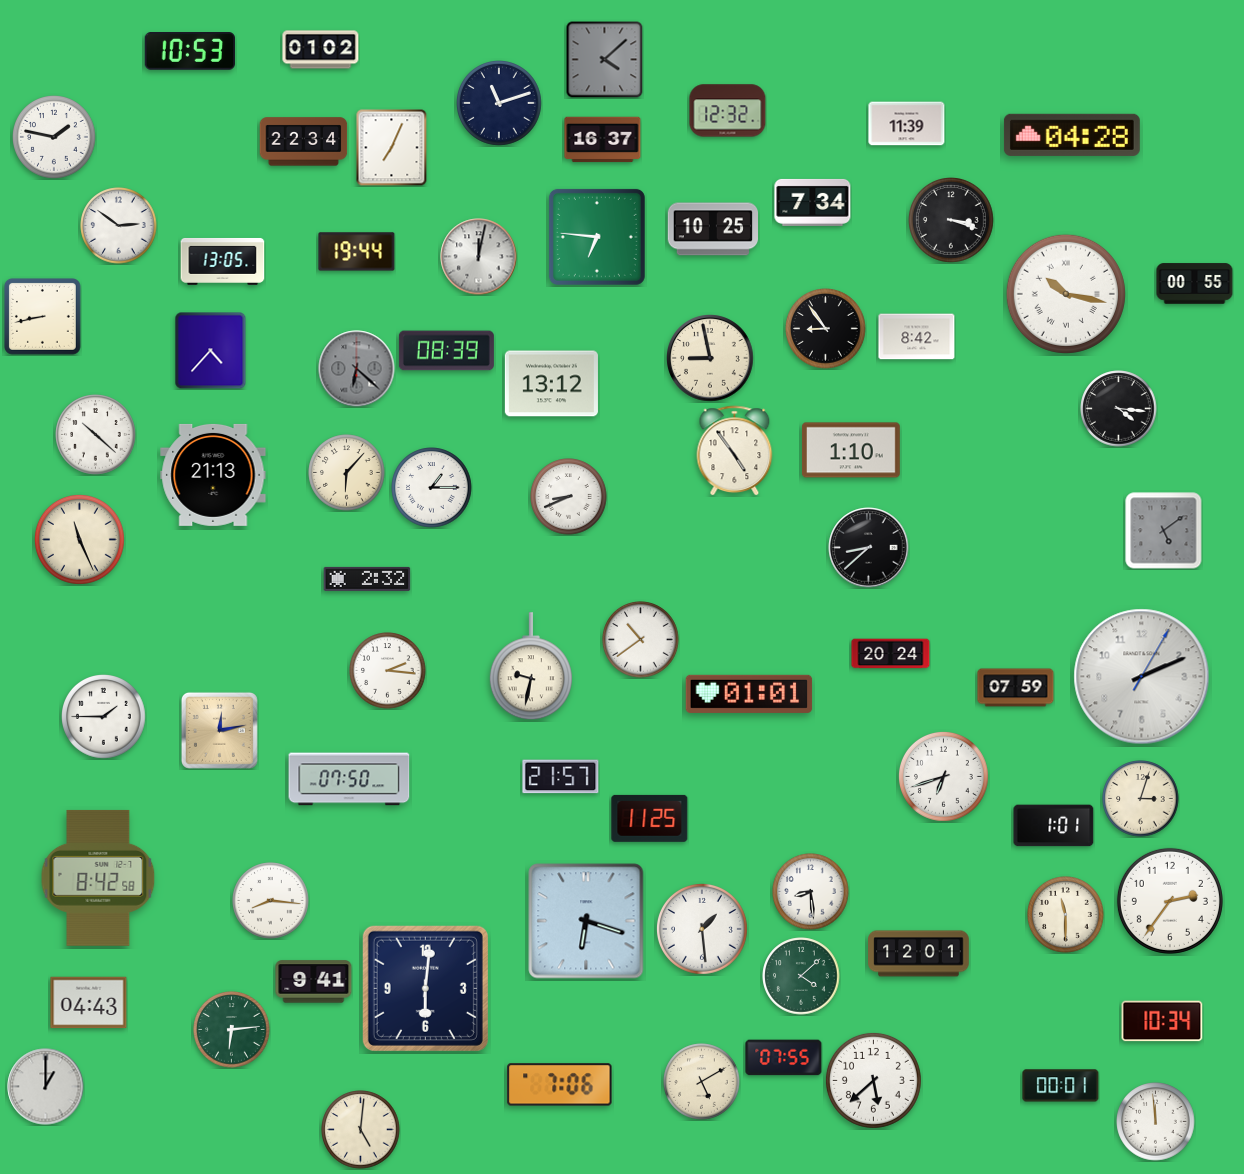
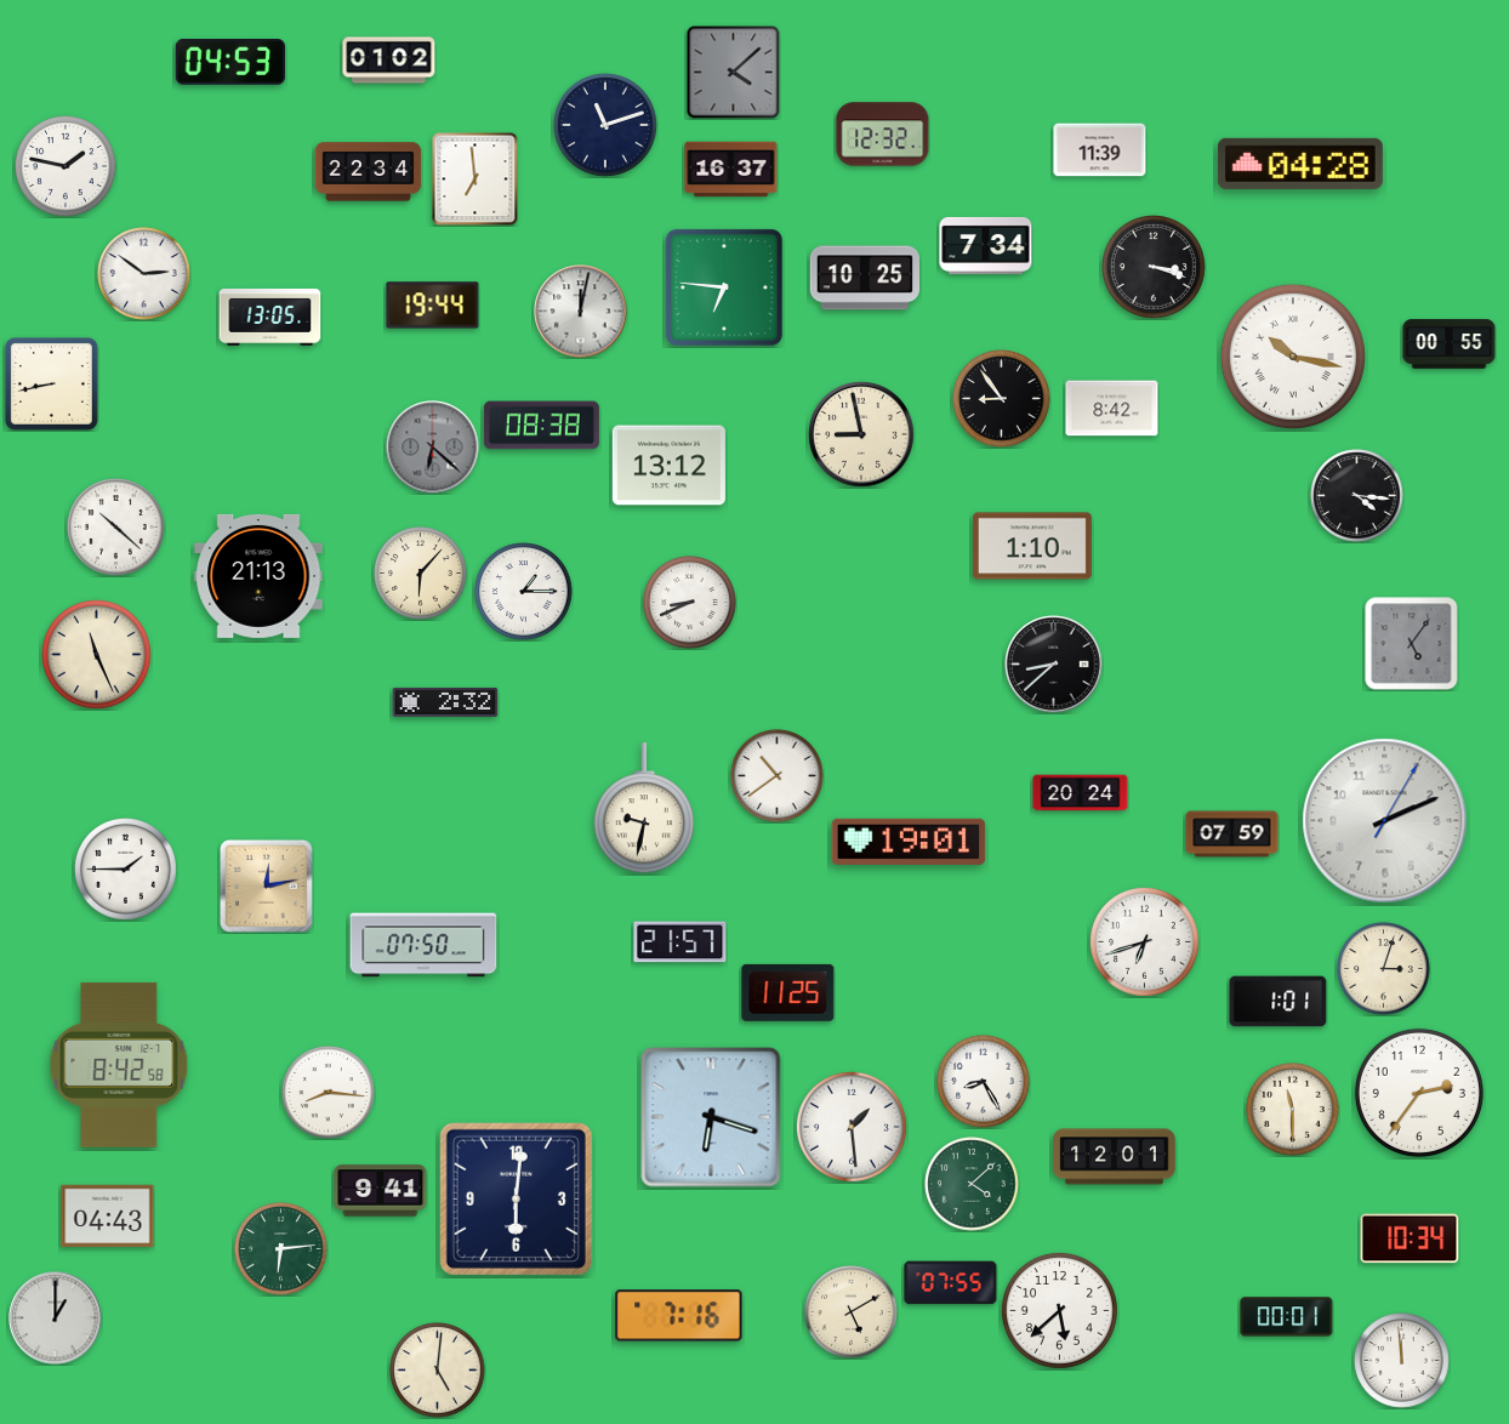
clock at (189, 51): 10:53 -> 04:53
clock at (392, 147): 7:04 -> 6:59
clock at (211, 350): 4:37 -> none
clock at (446, 351): 08:39 -> 08:38
clock at (735, 451): 4:54 -> none
clock at (1164, 531): 5:09 -> 5:06
clock at (388, 671): 2:16 -> none
clock at (749, 694): 01:01 -> 19:01
clock at (811, 892): 8:29 -> 8:25
clock at (560, 1085): 7:06 -> 7:16
